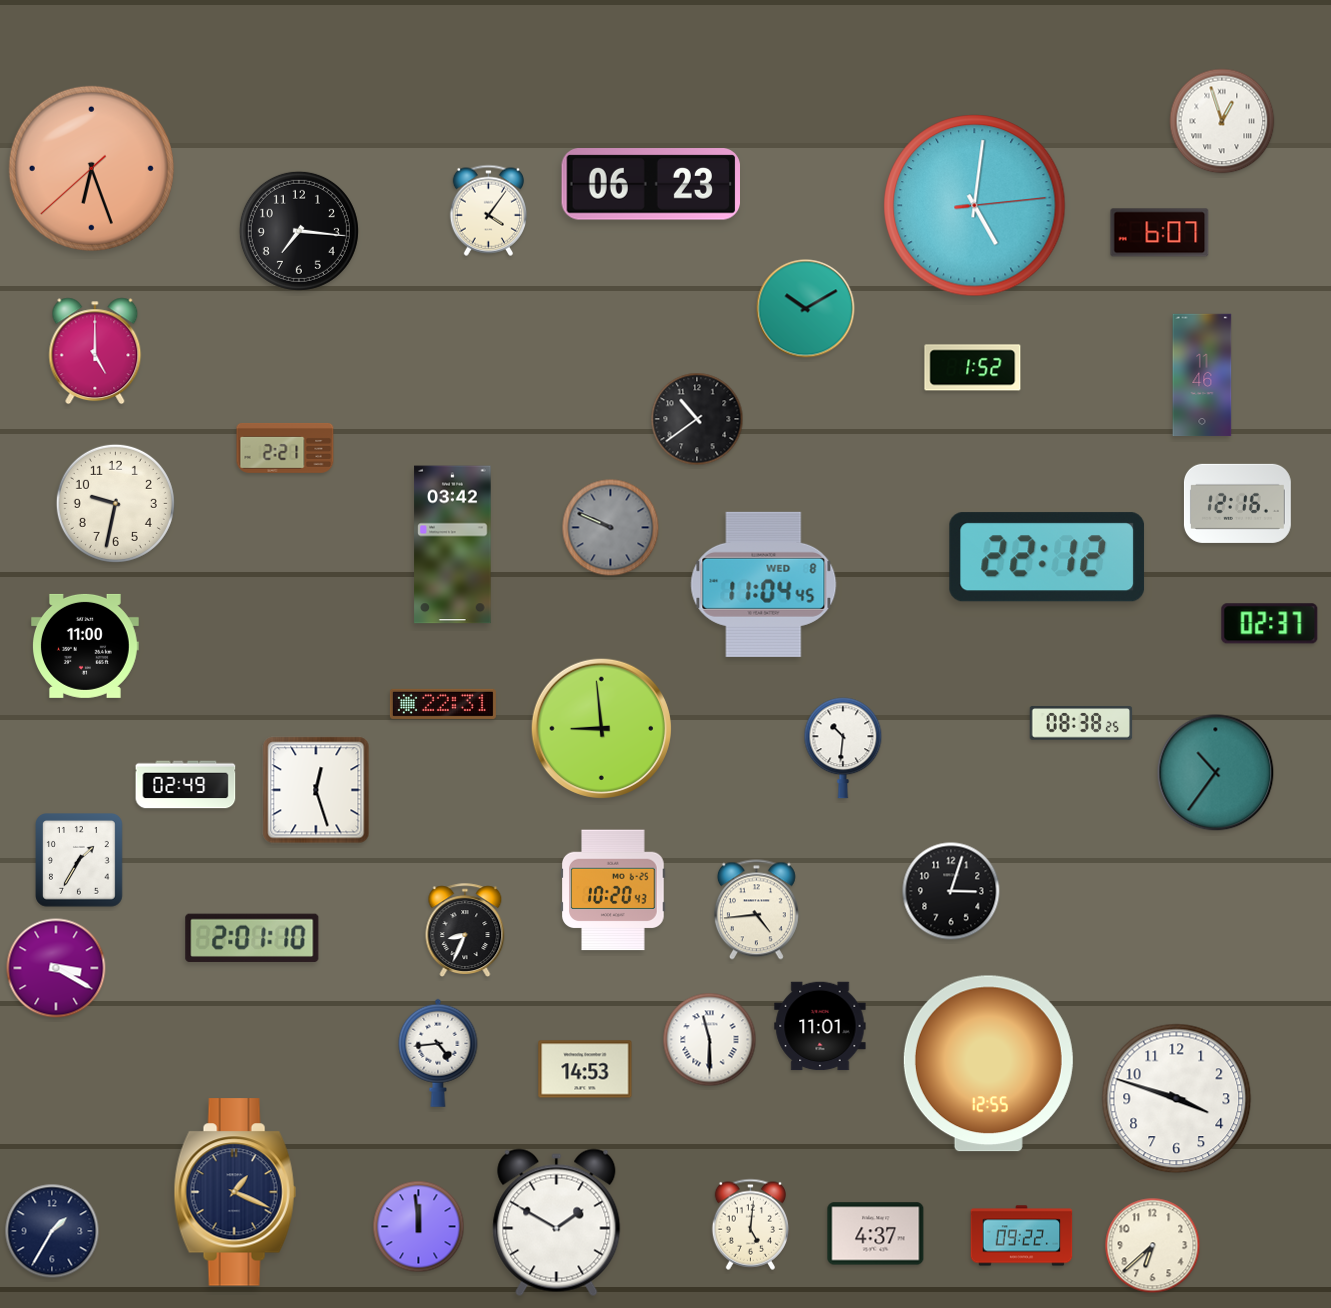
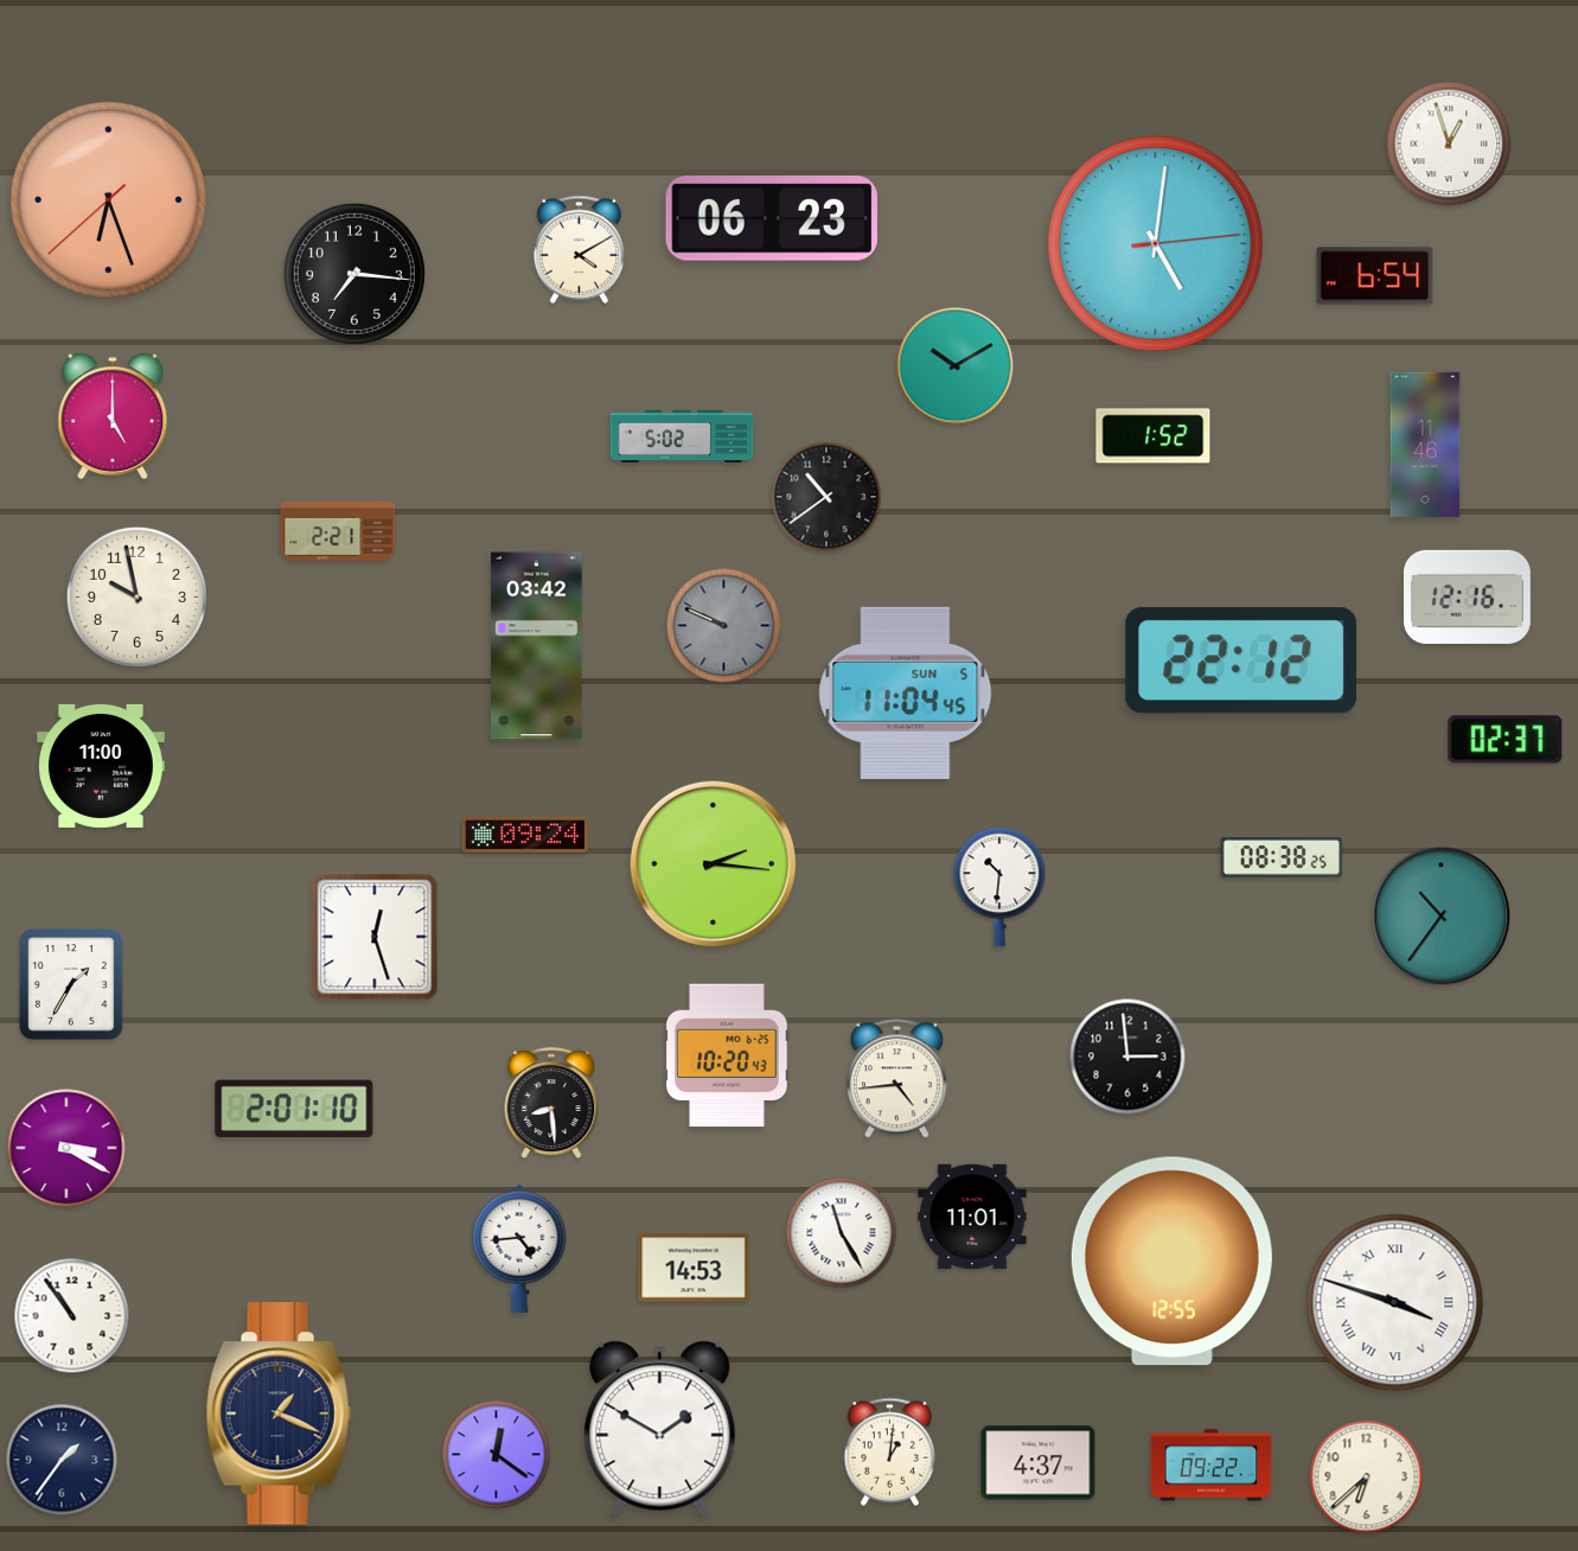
clock at (488, 210): 4:06 -> 4:10
clock at (1160, 233): 6:07 -> 6:54
clock at (682, 436): none -> 5:02
clock at (115, 503): 9:32 -> 9:58
clock at (764, 584) date: WED 8 -> SUN 5
clock at (443, 704): 22:31 -> 09:24
clock at (601, 728): 8:59 -> 2:16
clock at (186, 785): 02:49 -> none
clock at (80, 861) position: (80, 861) -> (72, 985)
clock at (951, 891): 3:03 -> 2:59
clock at (465, 930): 8:34 -> 8:29
clock at (252, 937) position: (252, 937) -> (294, 1108)
clock at (710, 1040): 11:30 -> 11:25
clock at (1177, 1099) numerals: Arabic -> Roman
clock at (72, 1316): none -> 10:54
clock at (557, 1223) position: (557, 1223) -> (660, 1429)
clock at (750, 1224): 5:01 -> 1:01
clock at (419, 1227): 11:59 -> 12:21
clock at (52, 1231): 1:35 -> 1:36
